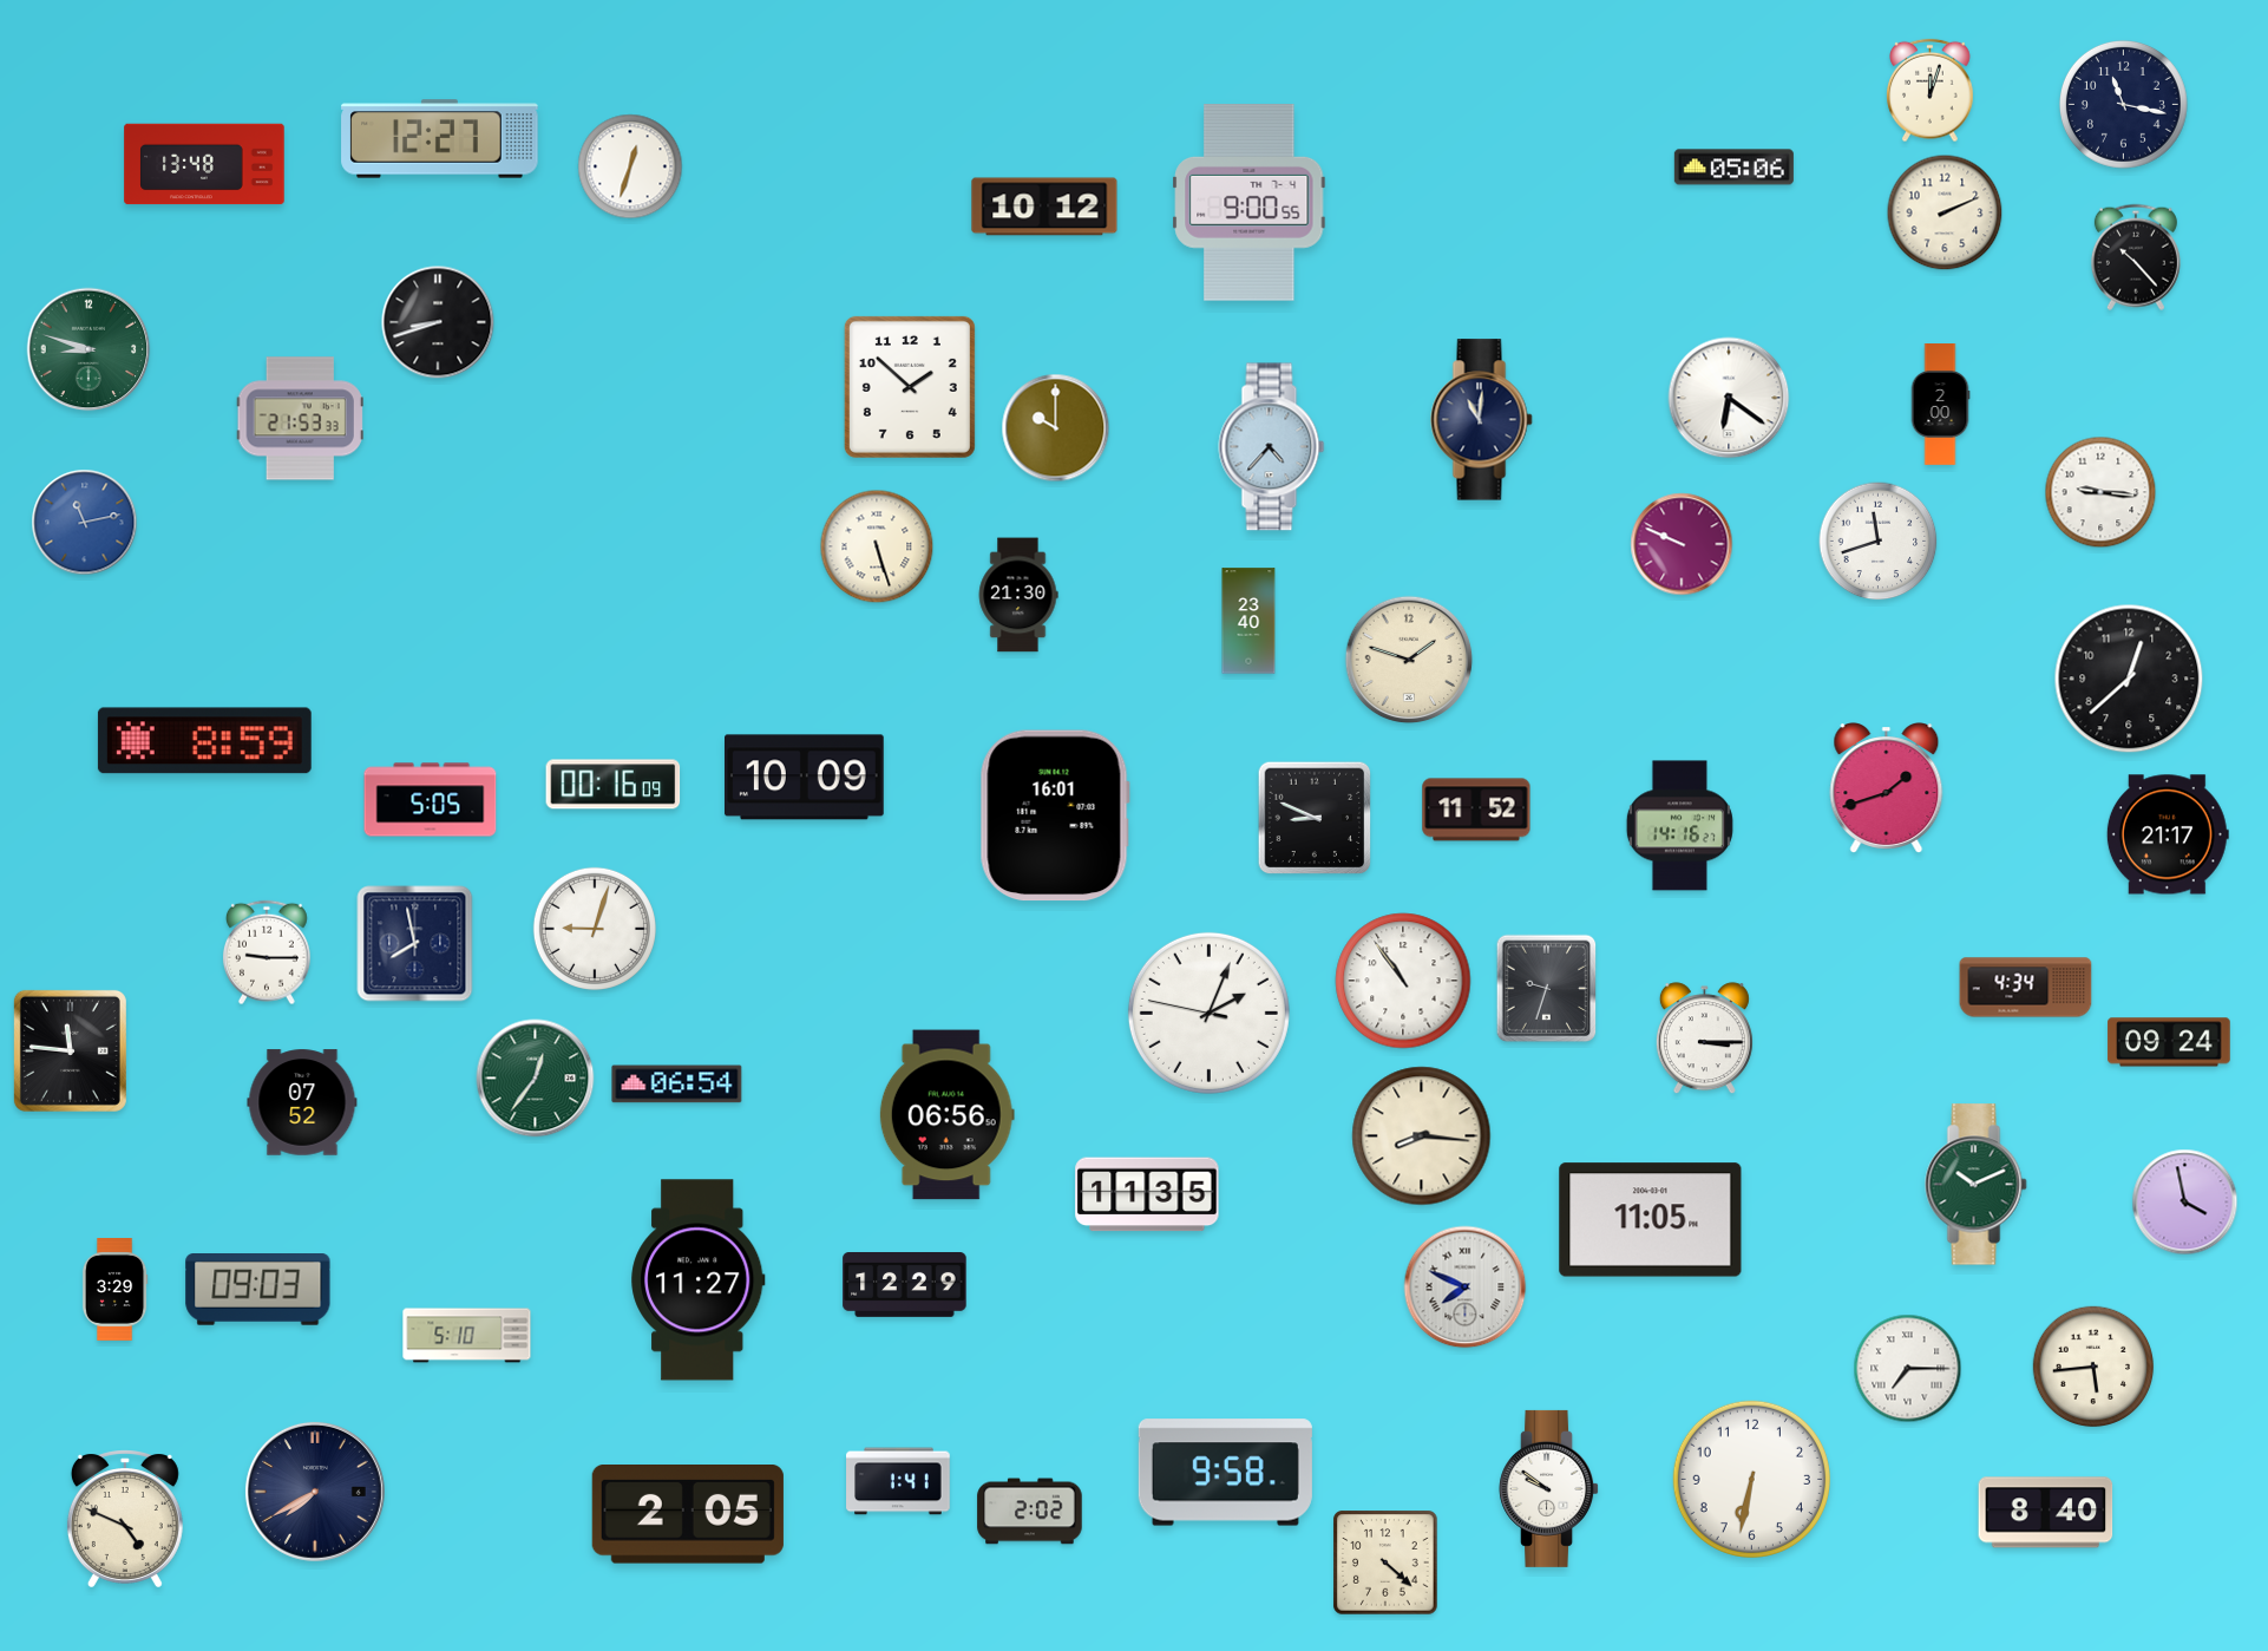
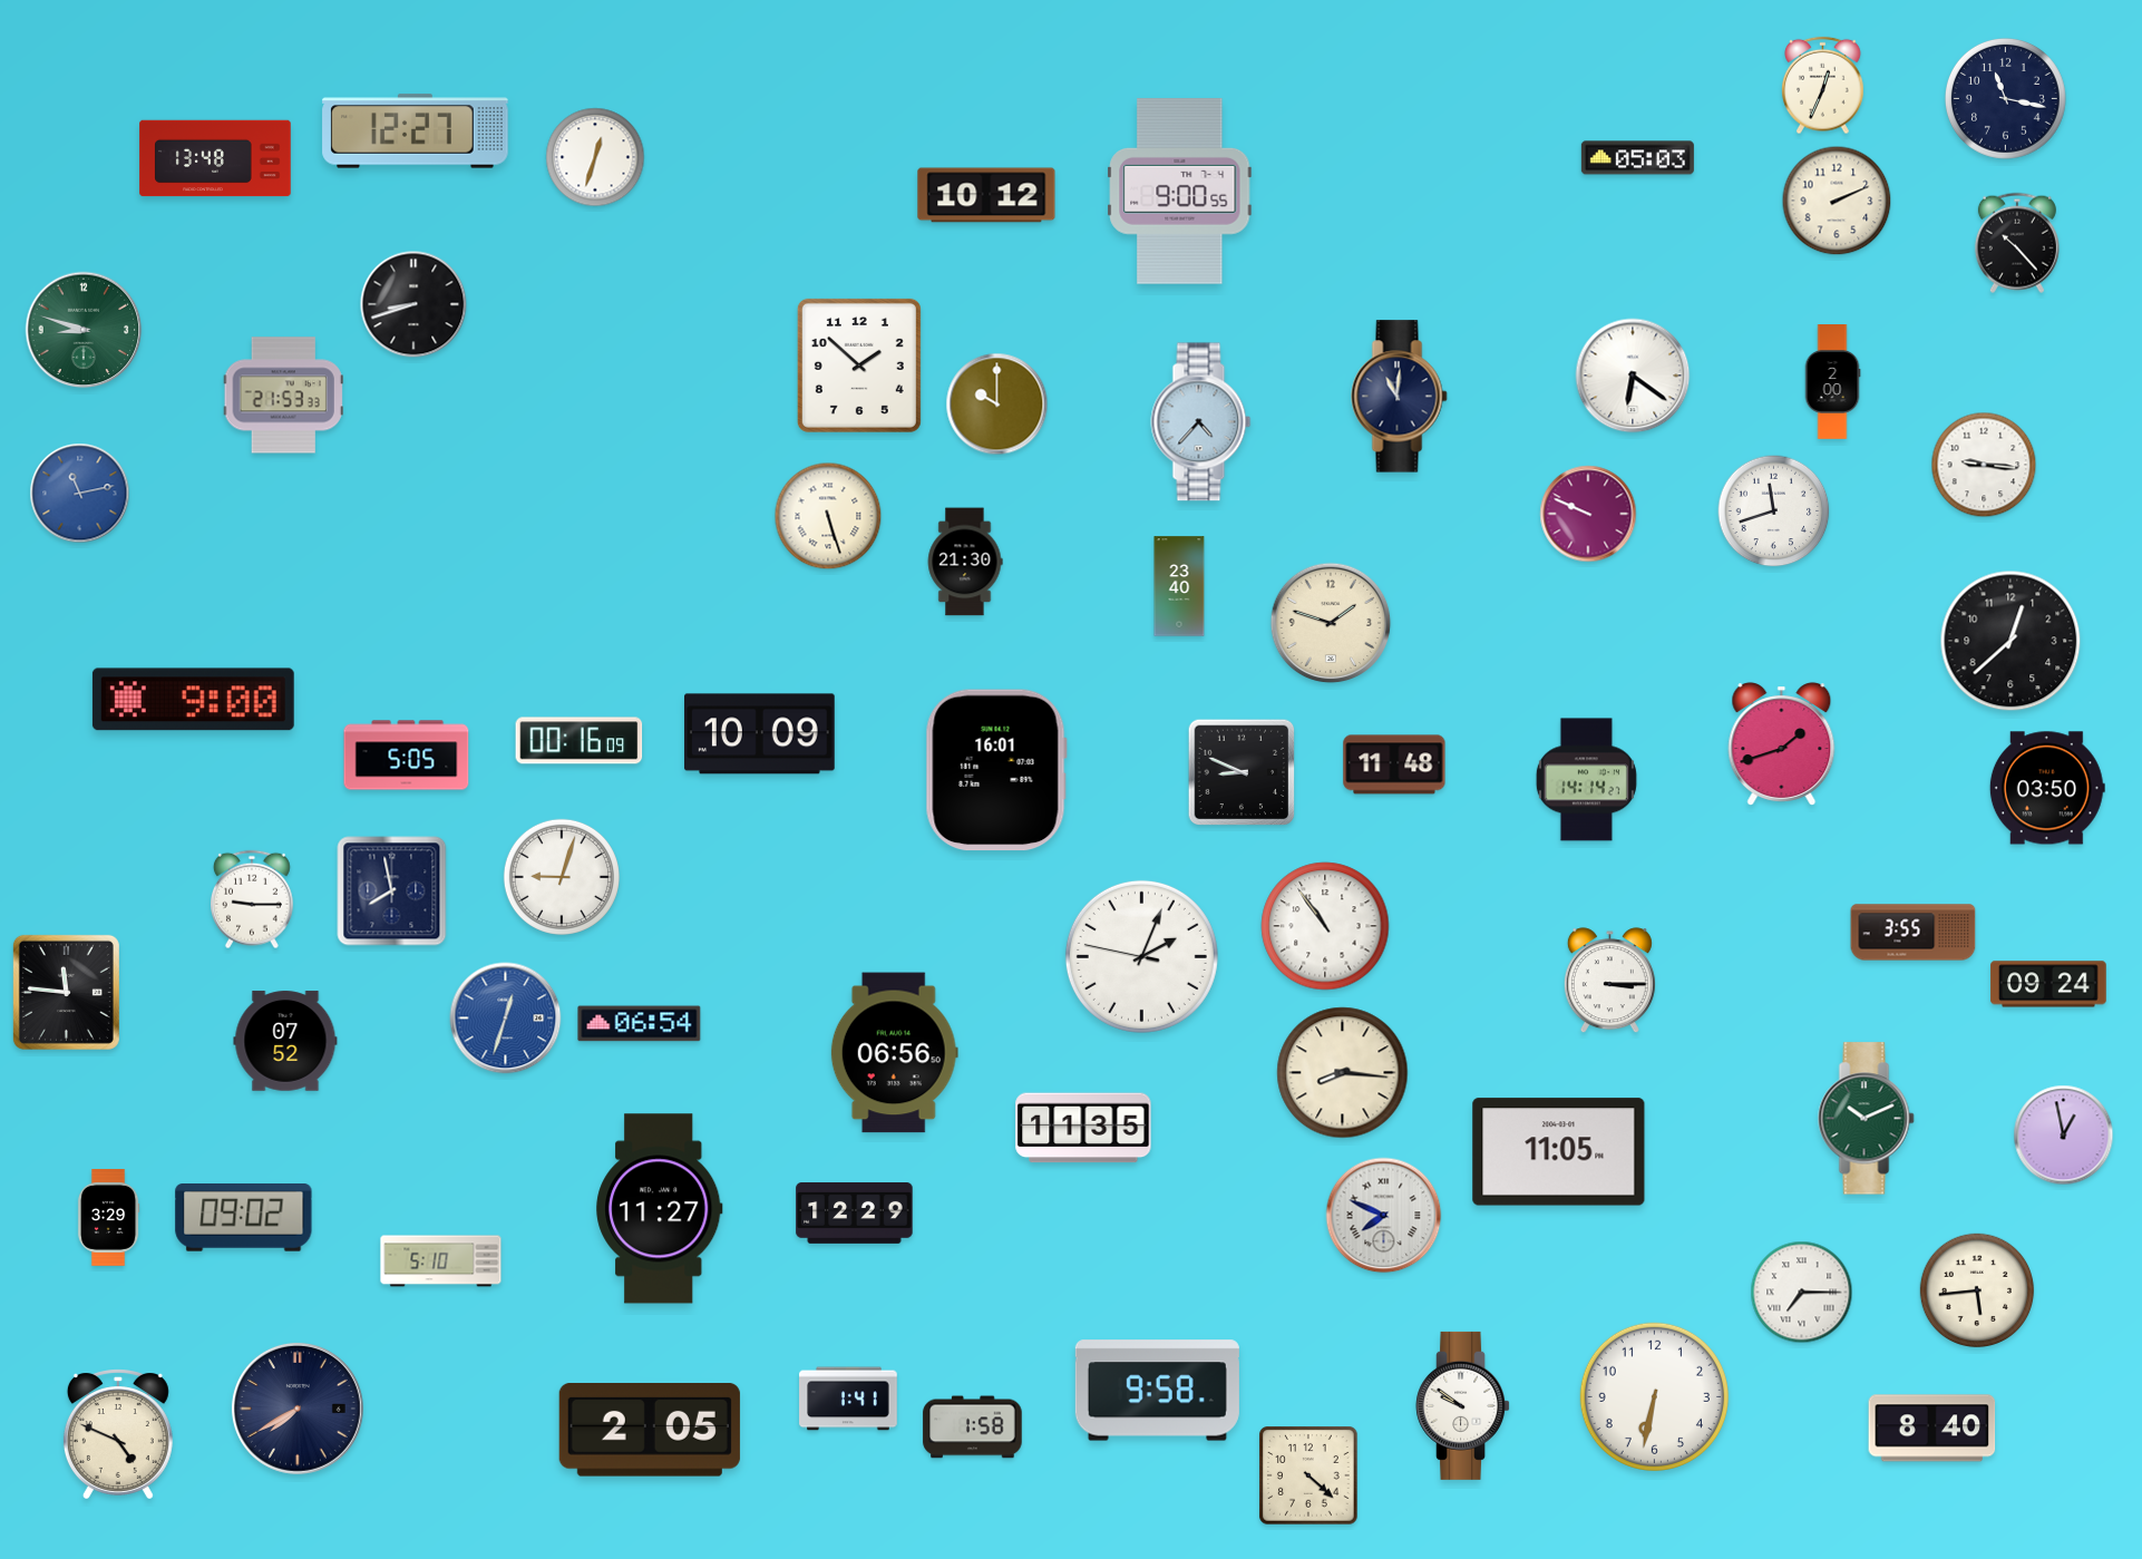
clock at (1931, 91): 12:03 -> 12:34
clock at (204, 164) position: (204, 164) -> (215, 158)
clock at (1733, 168): 05:06 -> 05:03
clock at (1018, 595) position: (1018, 595) -> (965, 562)
clock at (204, 741): 8:59 -> 9:00
clock at (1476, 810): 11:52 -> 11:48
clock at (1679, 826): 14:16 -> 14:14
clock at (2168, 834): 21:17 -> 03:50
clock at (2026, 988): 4:34 -> 3:55
clock at (1547, 989): 9:33 -> none
clock at (536, 1079): 12:36 -> 12:33
clock at (536, 1079) dial: green -> blue
clock at (2185, 1203): 3:58 -> 12:58
clock at (258, 1290): 09:03 -> 09:02
clock at (1030, 1512): 2:02 -> 1:58
